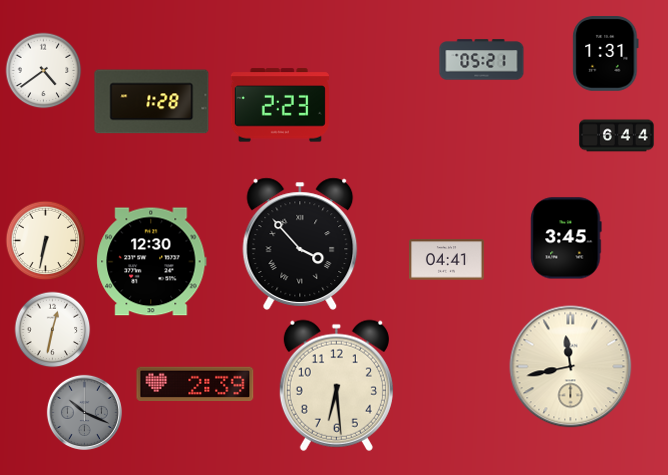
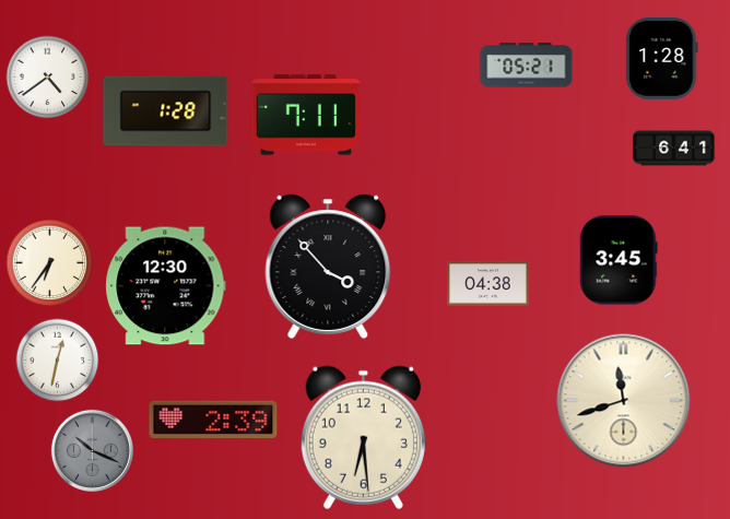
clock at (606, 54): 1:31 -> 1:28
clock at (280, 105): 2:23 -> 7:11
clock at (617, 136): 6:44 -> 6:41
clock at (46, 241): 6:32 -> 6:36
clock at (447, 260): 04:41 -> 04:38
clock at (571, 367): 11:43 -> 11:42
clock at (336, 385) position: (336, 385) -> (363, 437)
